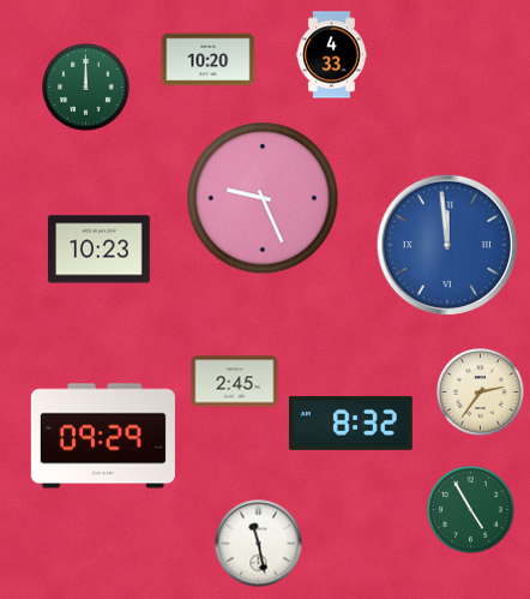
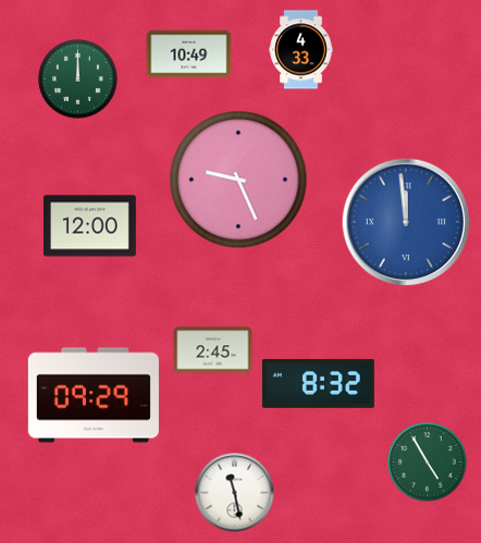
clock at (209, 60): 10:20 -> 10:49
clock at (98, 250): 10:23 -> 12:00
clock at (235, 382) position: (235, 382) -> (213, 350)
clock at (481, 393): 2:36 -> none
